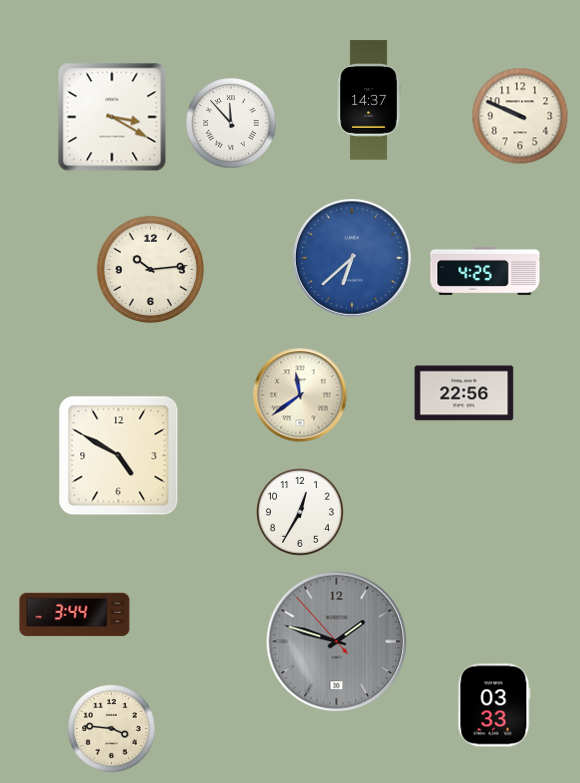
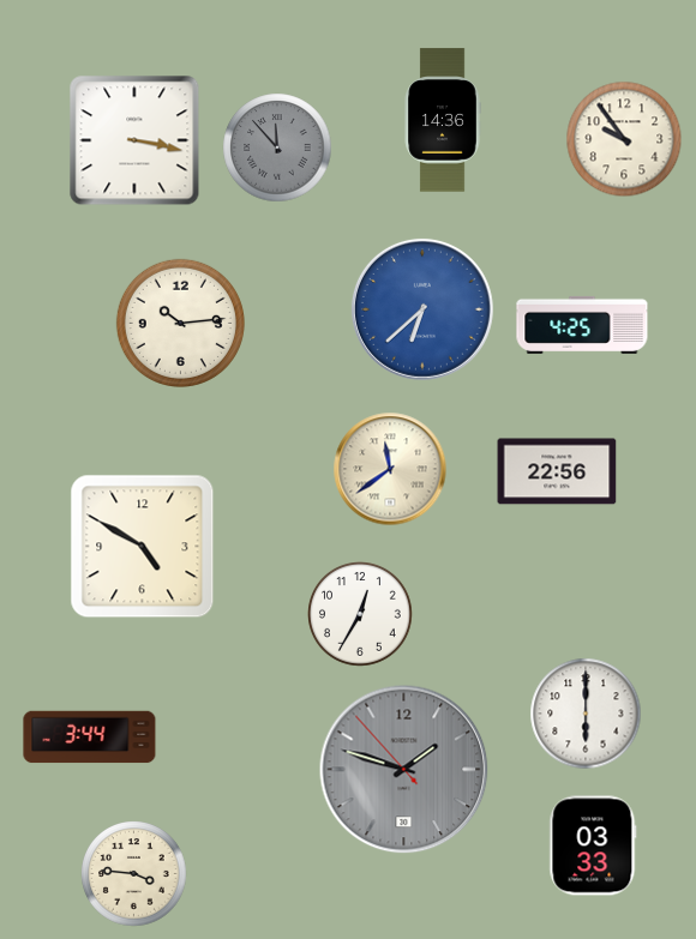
clock at (369, 100): 14:37 -> 14:36
clock at (520, 116): 9:49 -> 9:54
clock at (112, 117): 3:20 -> 3:17
clock at (231, 123) dial: white -> grey
clock at (300, 395) position: (300, 395) -> (390, 469)
clock at (586, 714): none -> 6:00
